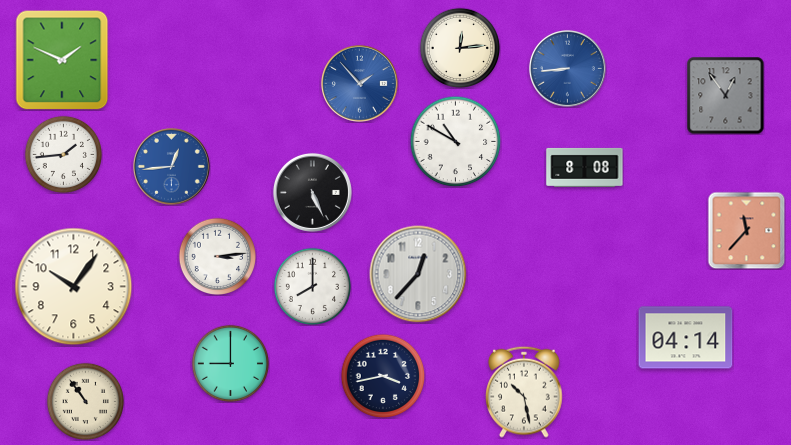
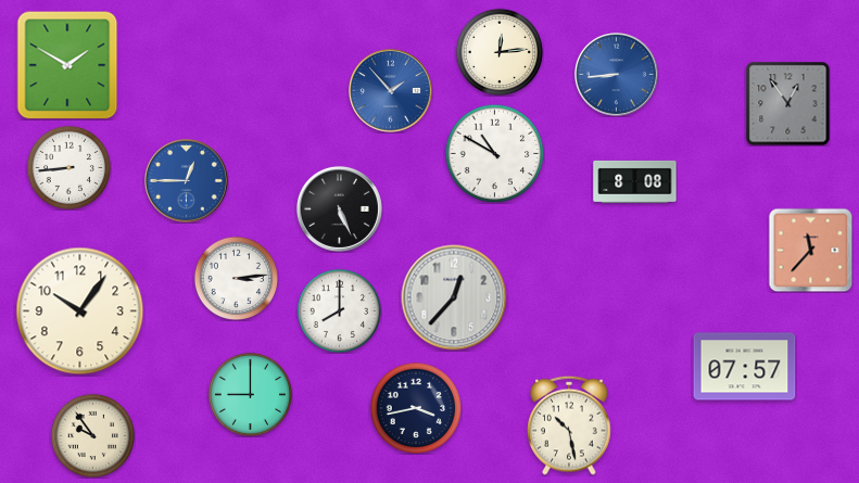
clock at (62, 60): 1:49 -> 1:50
clock at (63, 154): 1:44 -> 8:44
clock at (171, 166): 12:44 -> 12:45
clock at (686, 338): 04:14 -> 07:57
clock at (85, 401): 10:54 -> 9:54
